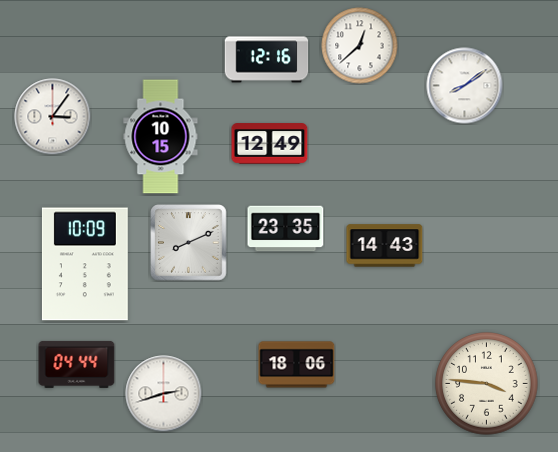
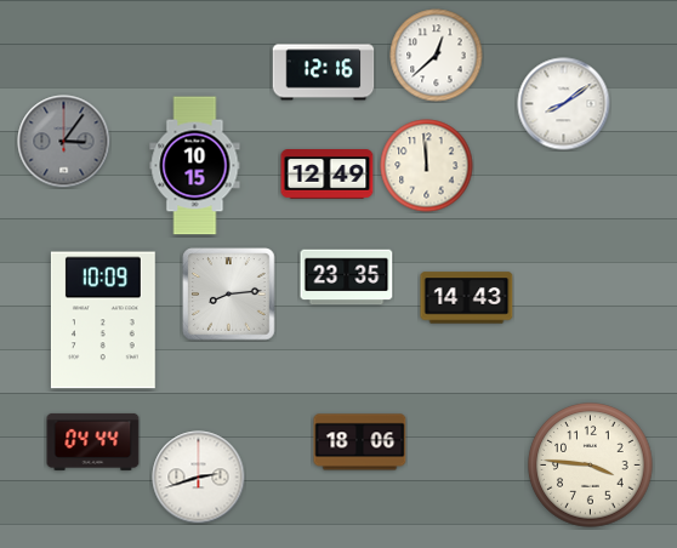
clock at (53, 117) dial: white -> grey
clock at (427, 166): none -> 11:59
clock at (189, 243): 8:11 -> 8:14
